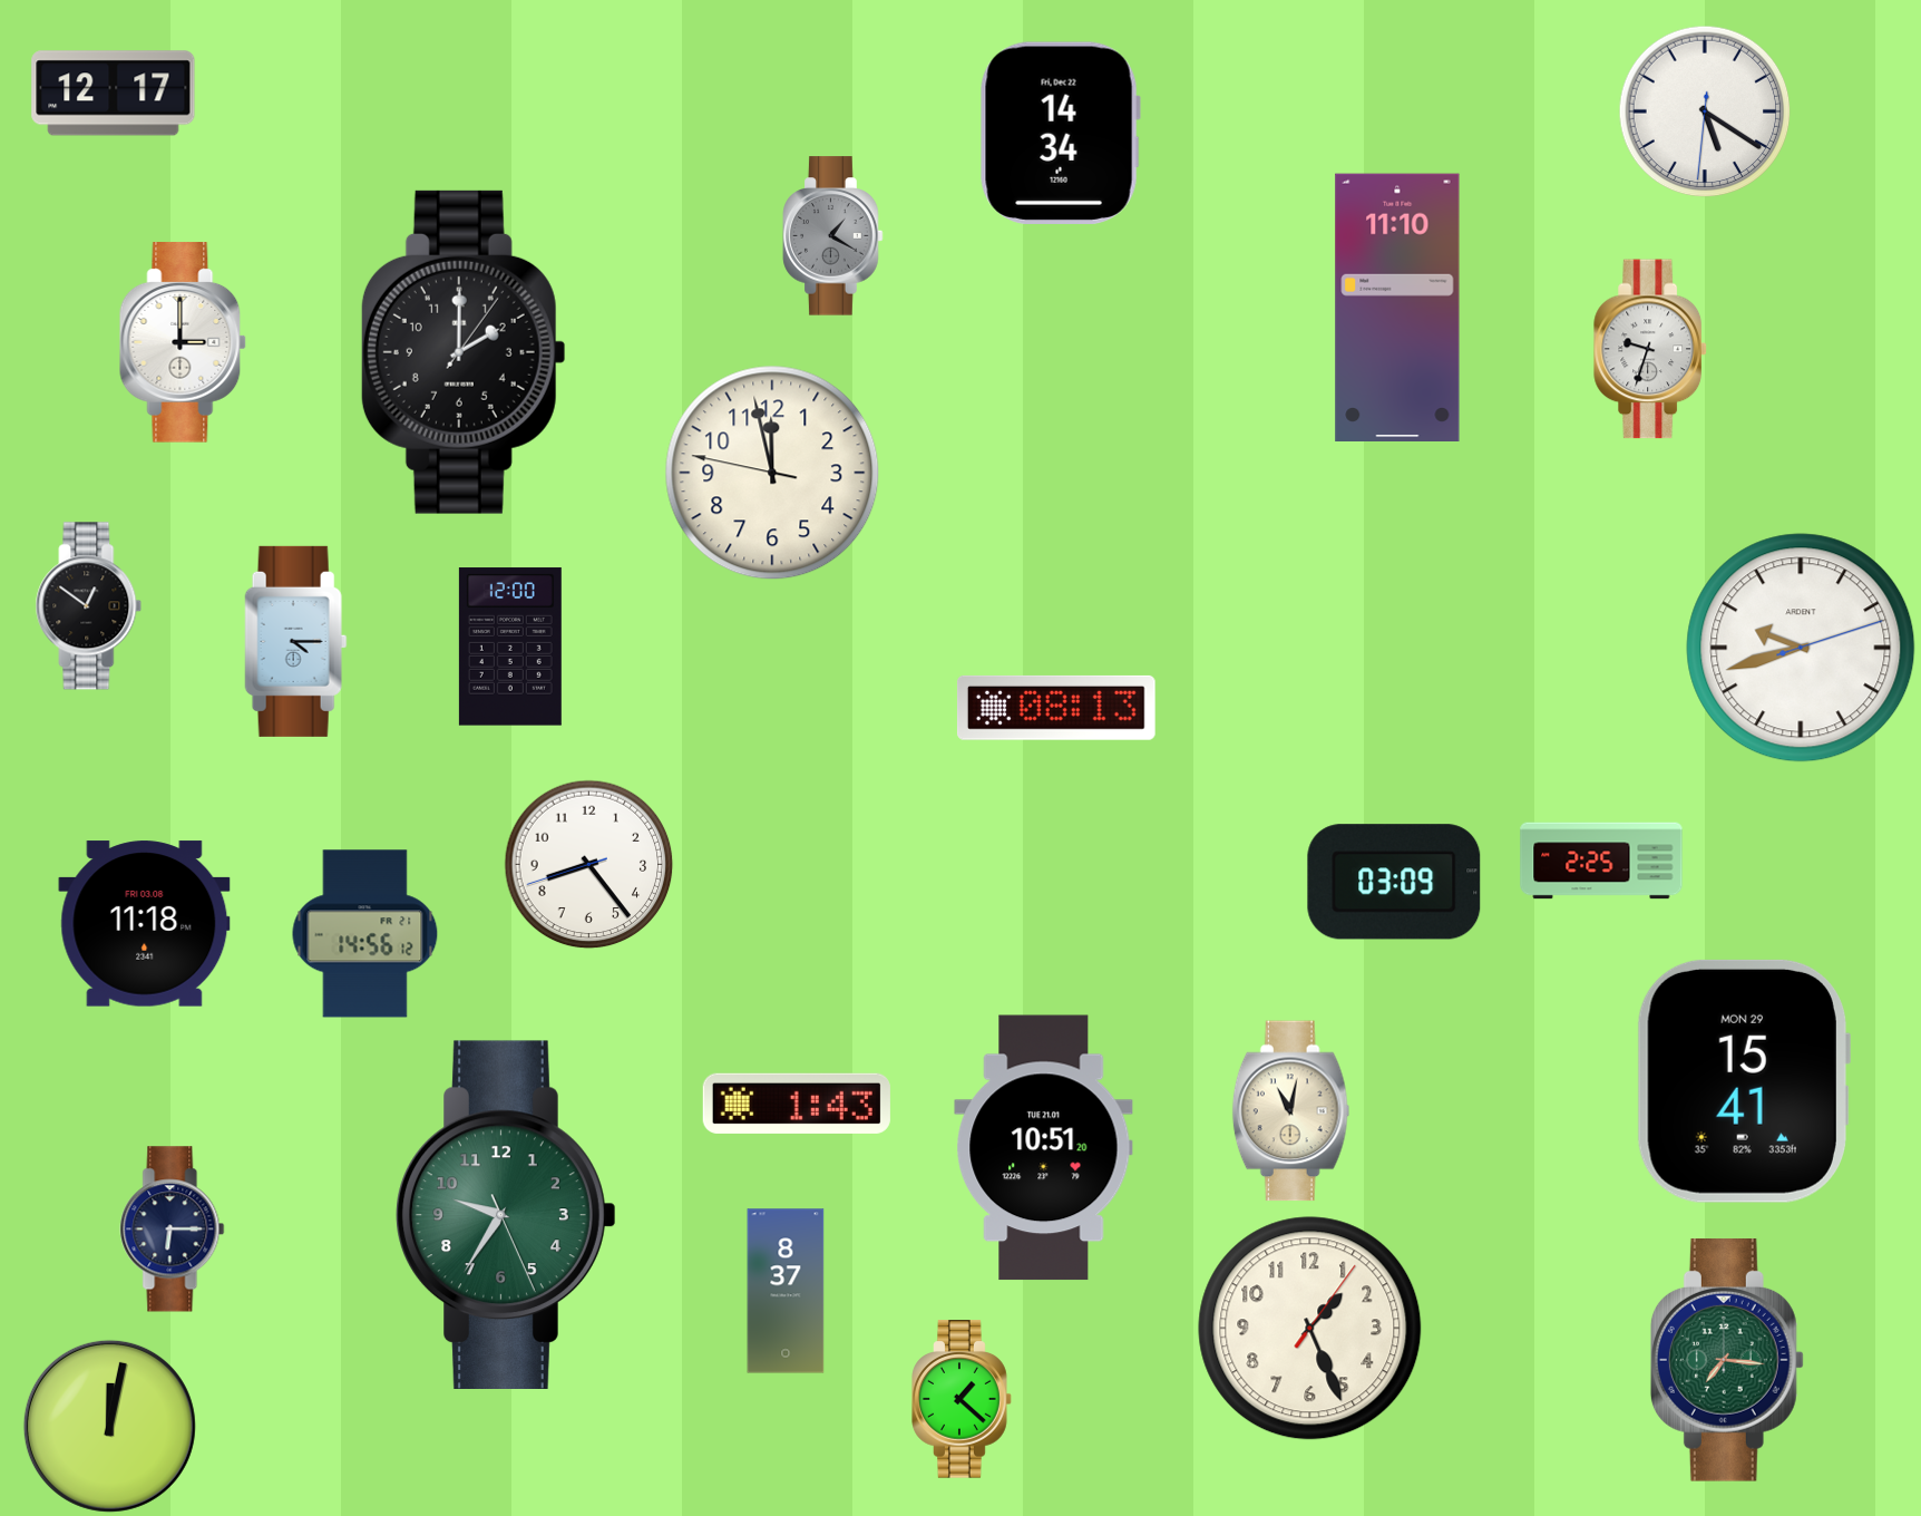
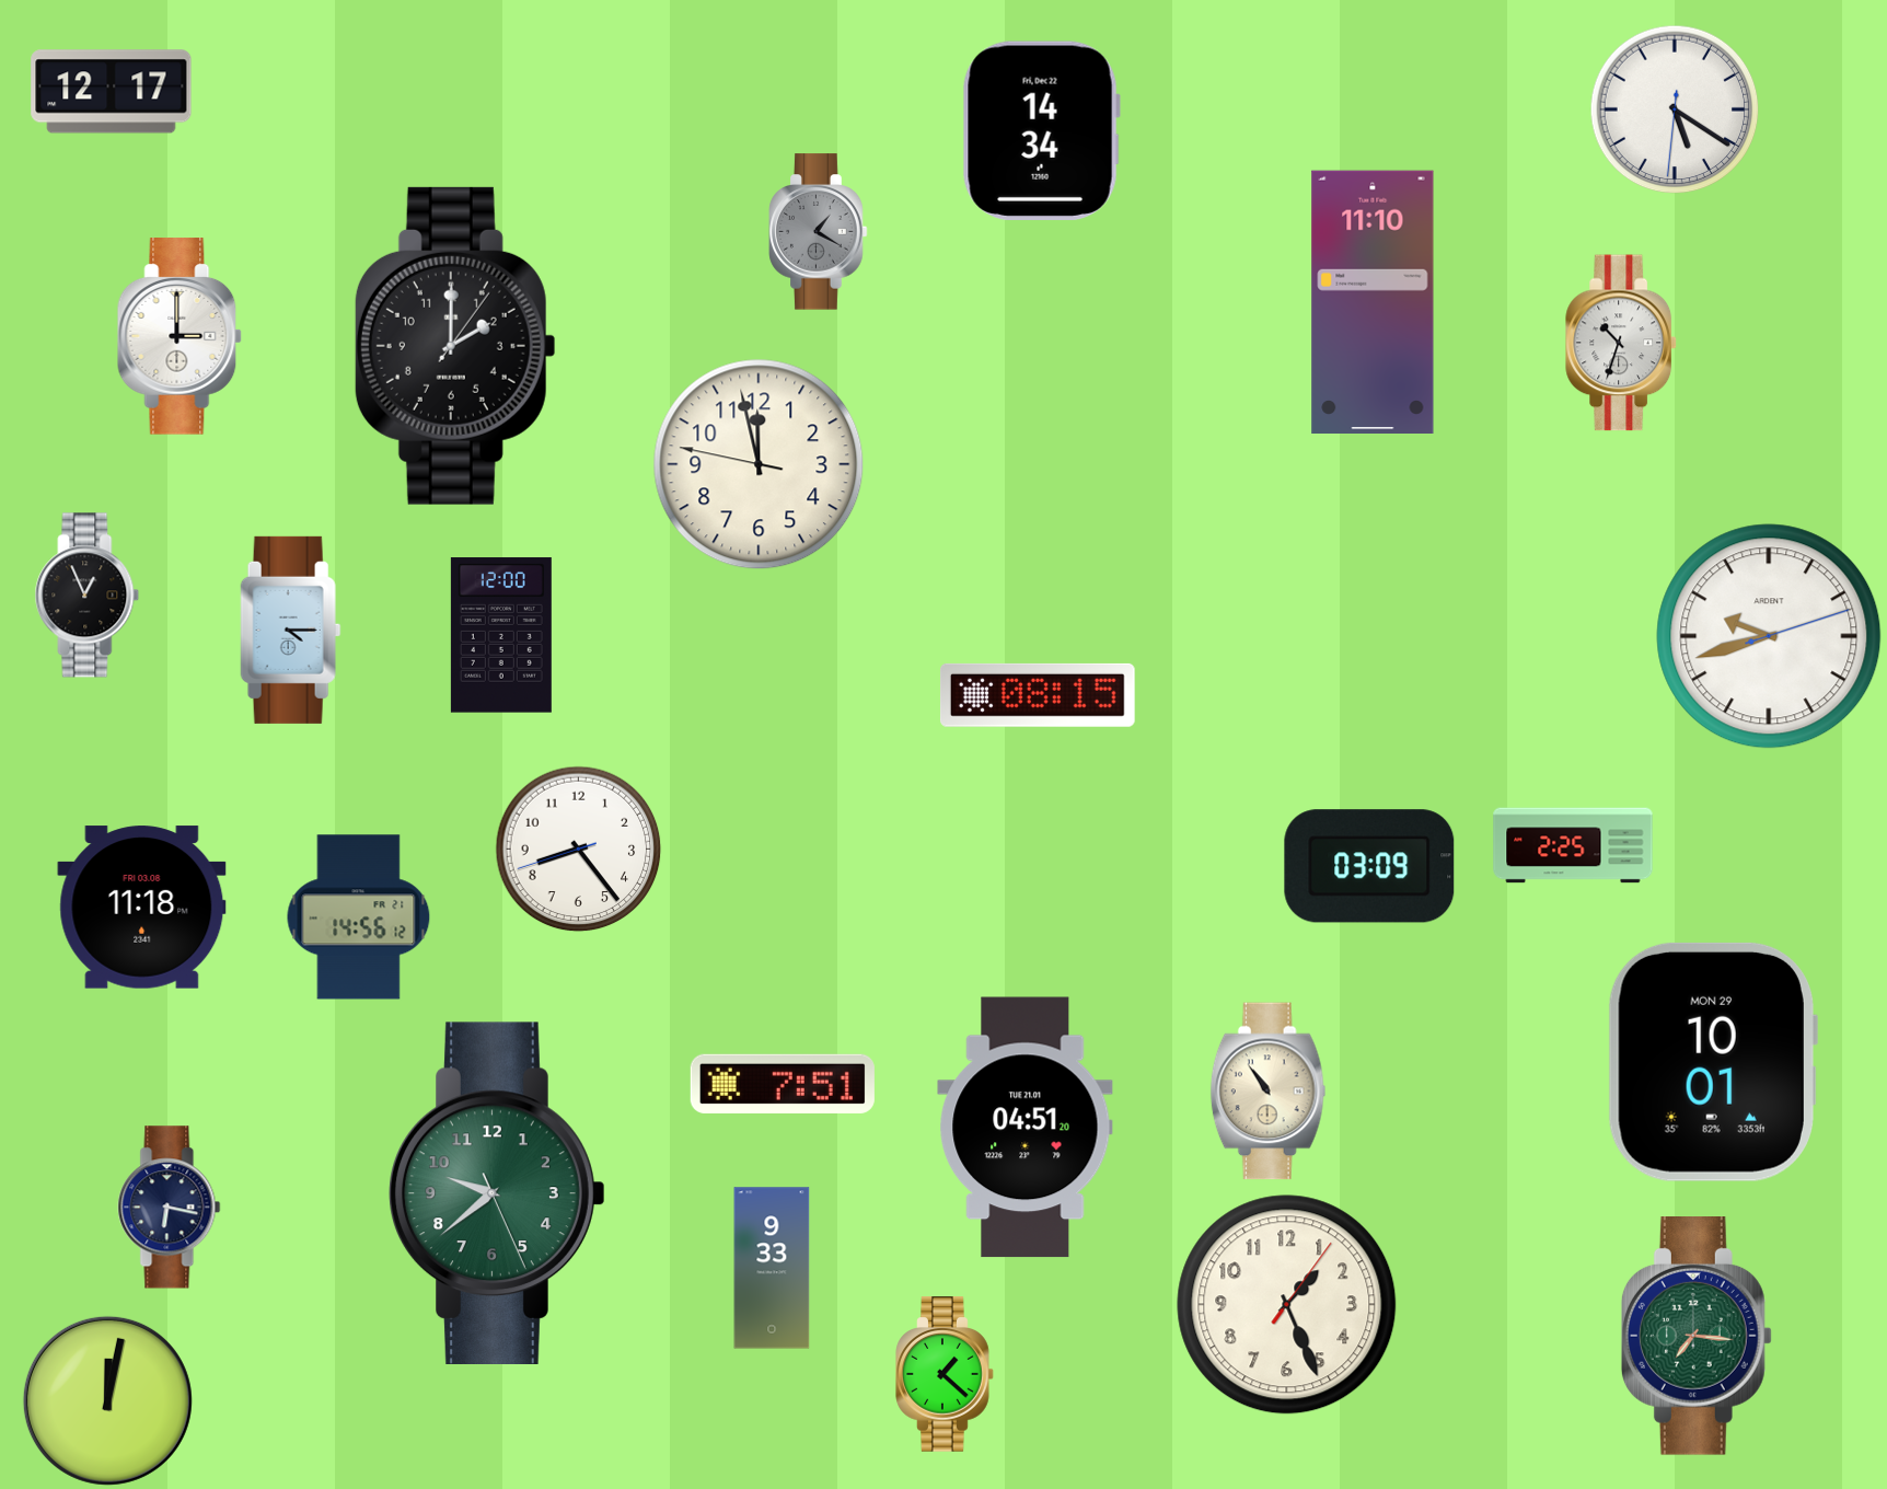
clock at (1650, 349): 9:33 -> 10:33
clock at (89, 606): 12:51 -> 12:56
clock at (1056, 708): 08:13 -> 08:15
clock at (1743, 1081): 15:41 -> 10:01
clock at (797, 1104): 1:43 -> 7:51
clock at (1291, 1111): 11:02 -> 10:54
clock at (1044, 1148): 10:51 -> 04:51
clock at (506, 1214): 9:35 -> 9:38
clock at (173, 1230): 6:15 -> 6:17
clock at (786, 1291): 8:37 -> 9:33
